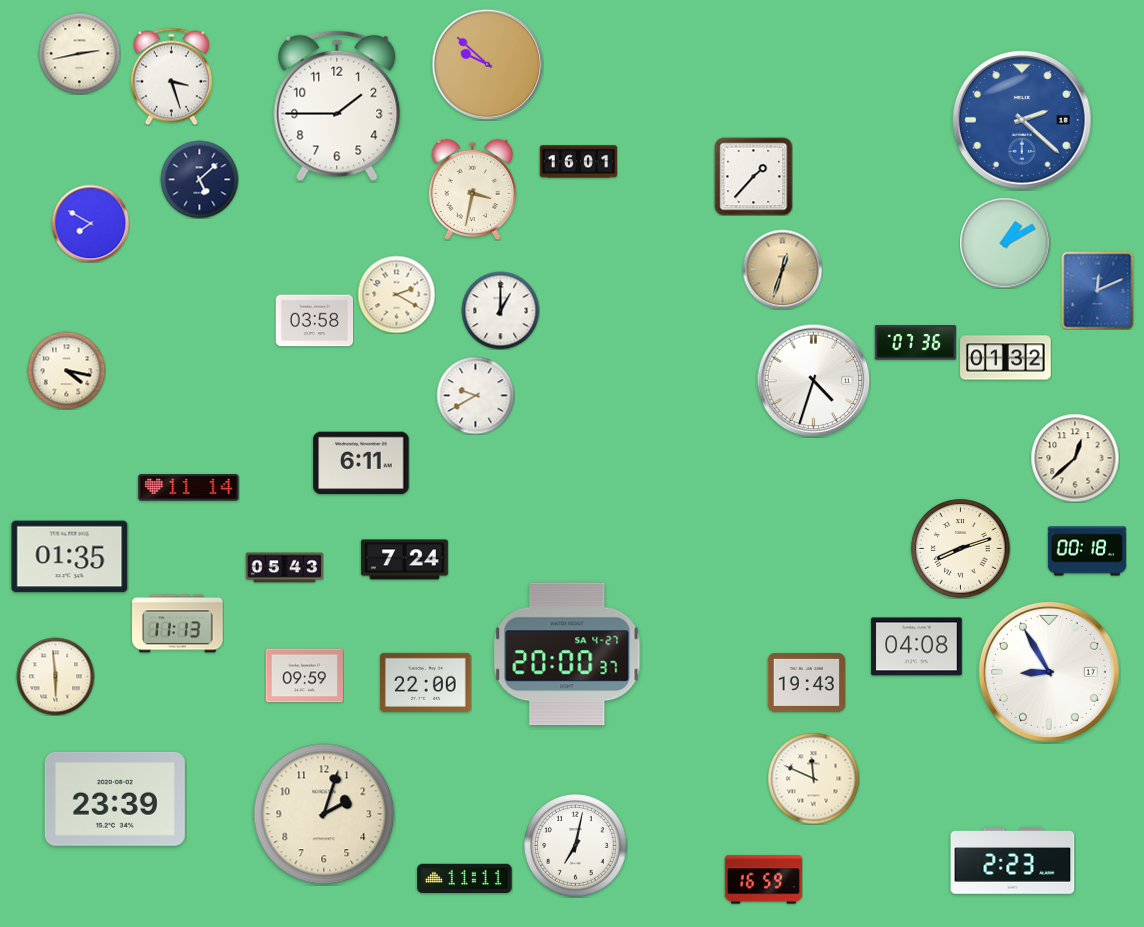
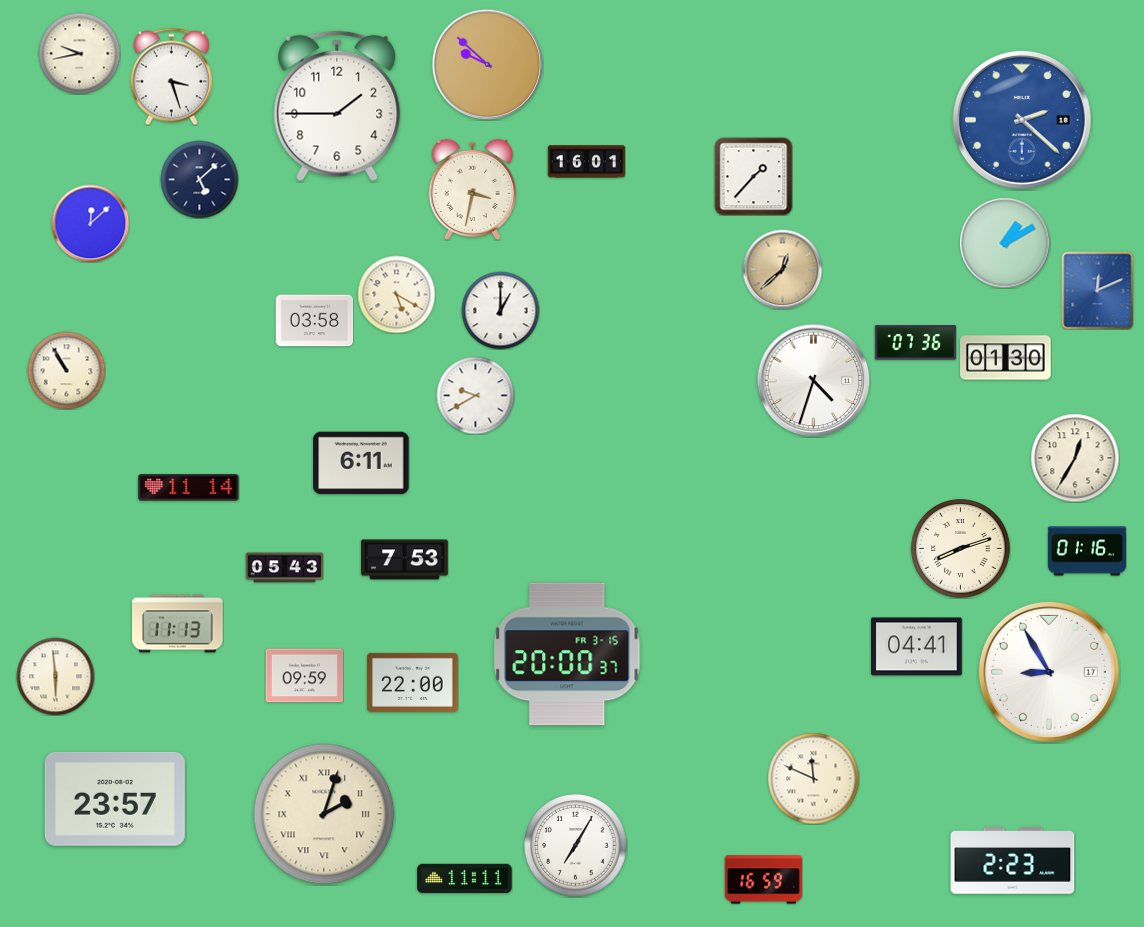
clock at (79, 53): 2:43 -> 9:43
clock at (578, 162) position: (578, 162) -> (586, 162)
clock at (90, 223): 7:50 -> 12:08
clock at (782, 269): 12:33 -> 12:38
clock at (396, 294): 2:20 -> 5:20
clock at (1006, 358): 01:32 -> 01:30
clock at (66, 370): 4:17 -> 10:55
clock at (1075, 458): 12:38 -> 12:35
clock at (1087, 551): 00:18 -> 01:16
clock at (70, 557): 01:35 -> none
clock at (404, 560): 7:24 -> 7:53
clock at (917, 647): 04:08 -> 04:41
clock at (567, 654) date: SA 4-27 -> FR 3-15
clock at (426, 682) position: (426, 682) -> (413, 682)
clock at (806, 682): 19:43 -> none
clock at (115, 799): 23:39 -> 23:57
clock at (324, 814) numerals: Arabic -> Roman
clock at (576, 846): 7:02 -> 7:05
